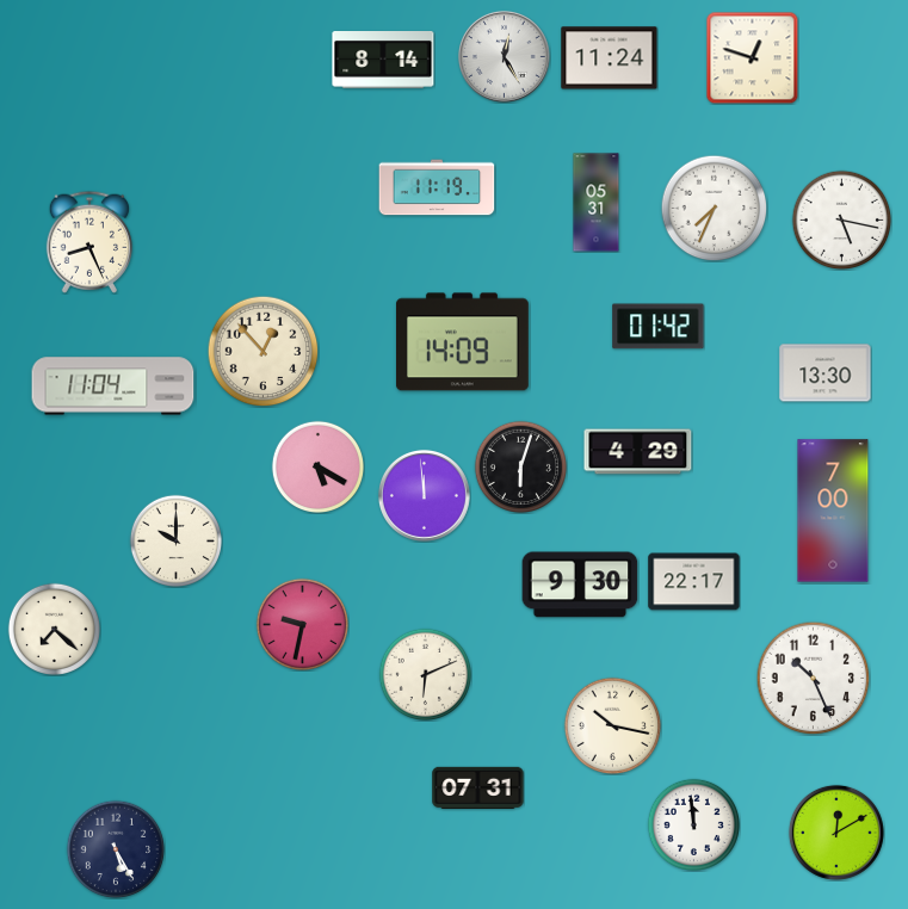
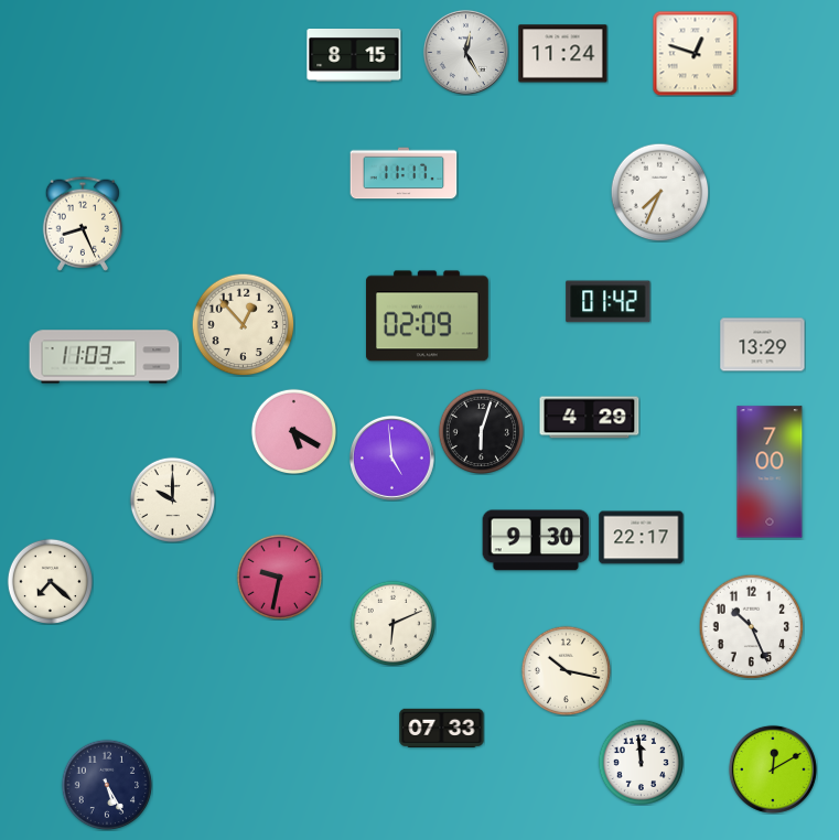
clock at (383, 61): 8:14 -> 8:15
clock at (437, 187): 11:19 -> 11:17
clock at (597, 203): 05:31 -> none
clock at (841, 219): 5:17 -> none
clock at (462, 342): 14:09 -> 02:09
clock at (826, 373): 13:30 -> 13:29
clock at (113, 387): 11:04 -> 11:03
clock at (424, 495): 11:59 -> 4:59
clock at (175, 540) position: (175, 540) -> (172, 499)
clock at (478, 787): 07:31 -> 07:33
